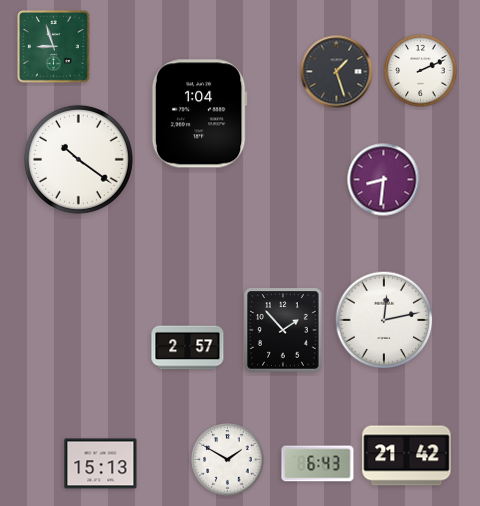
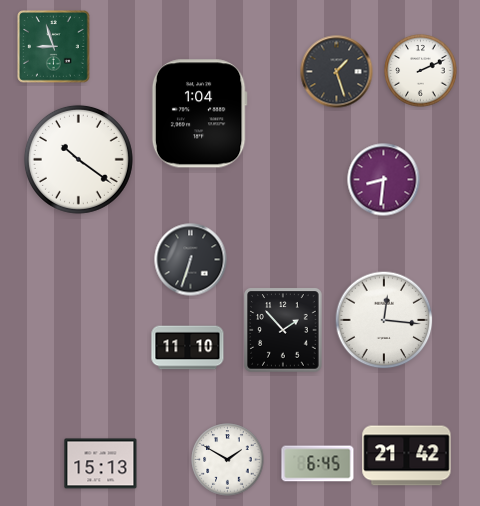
clock at (191, 260): none -> 6:33
clock at (384, 320): 12:13 -> 12:16
clock at (188, 348): 2:57 -> 11:10
clock at (318, 464): 6:43 -> 6:45
